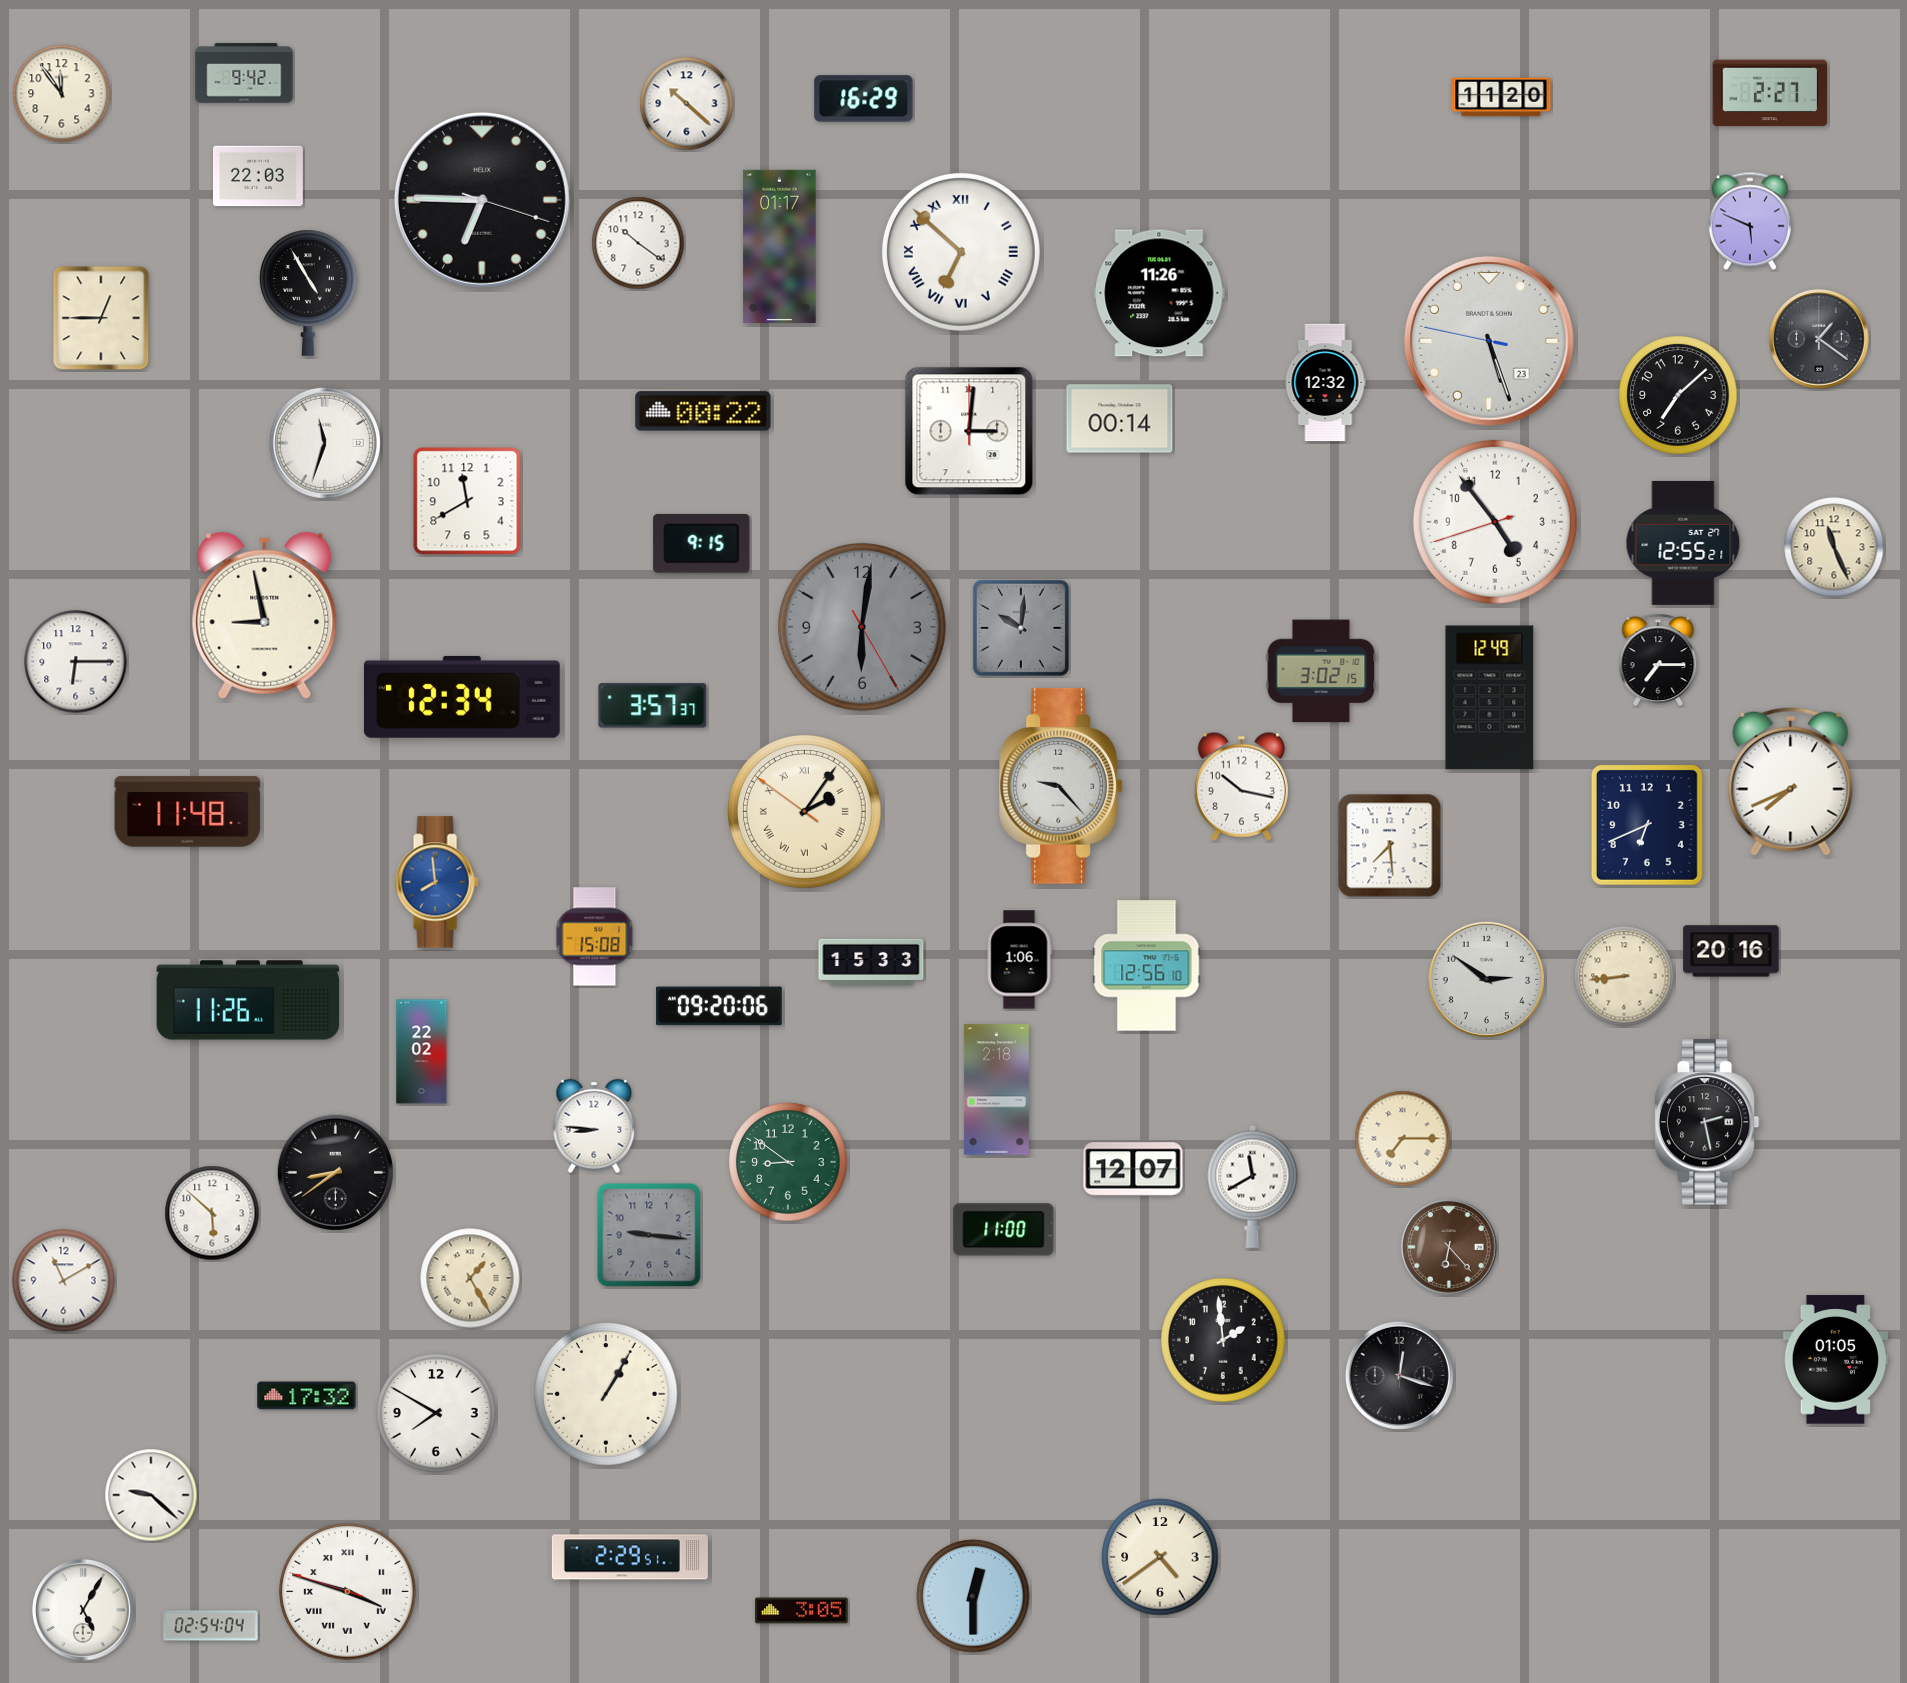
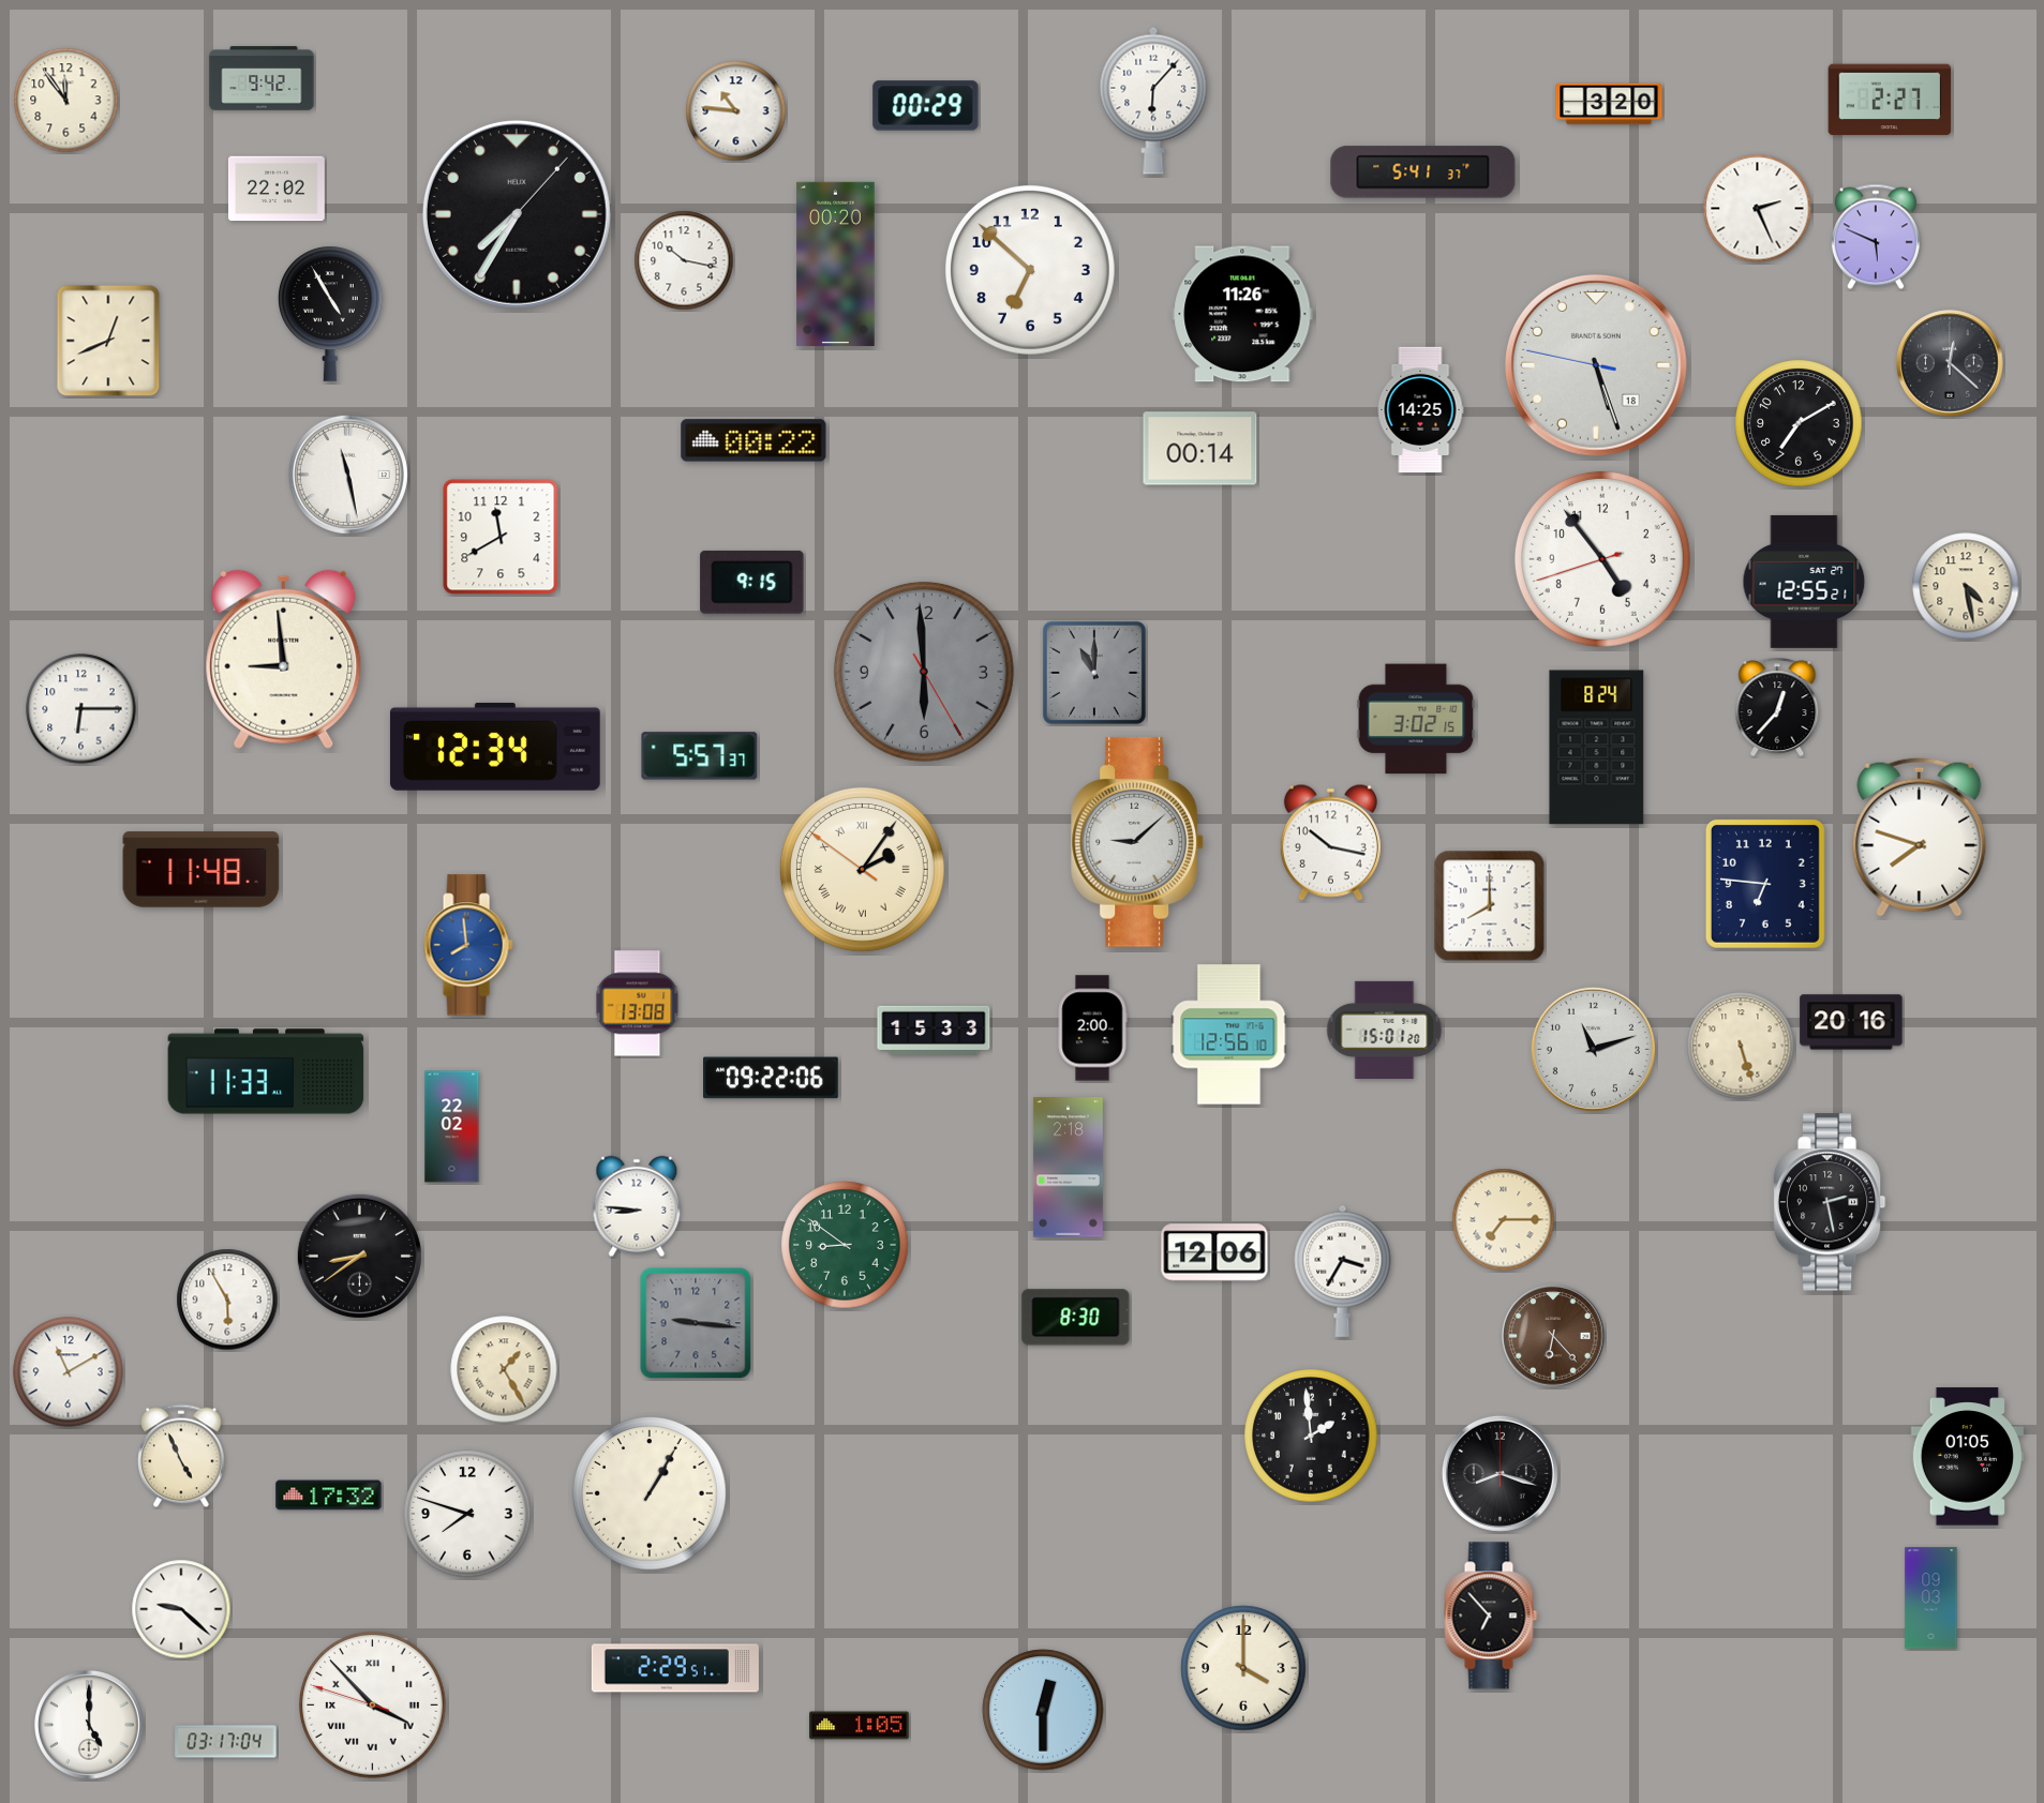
clock at (1770, 93) position: (1770, 93) -> (1890, 100)
clock at (1153, 101): none -> 6:07
clock at (1501, 97): 11:20 -> 3:20
clock at (864, 99): 16:29 -> 00:29
clock at (687, 104): 10:22 -> 10:46
clock at (1423, 172): none -> 5:41
clock at (258, 176): 22:03 -> 22:02
clock at (1758, 209): none -> 2:26
clock at (482, 200): 6:45 -> 7:35
clock at (638, 243): 10:21 -> 10:17
clock at (780, 246): 01:17 -> 00:20
clock at (961, 252) numerals: Roman -> Arabic
clock at (101, 318): 12:45 -> 12:41
clock at (1819, 339): 1:21 -> 12:22
clock at (1490, 342) date: 23 -> 18
clock at (1325, 383): 12:32 -> 14:25
clock at (1678, 395): 7:08 -> 7:10
clock at (969, 431): 3:01 -> none
clock at (325, 443): 11:33 -> 11:28
clock at (1834, 547): 11:26 -> 4:28
clock at (265, 615): 8:58 -> 8:59
clock at (862, 627): 6:01 -> 5:59
clock at (1021, 628): 10:01 -> 11:00
clock at (1658, 660): 7:15 -> 12:37
clock at (1490, 698): 12:49 -> 8:24
clock at (653, 706): 3:57 -> 5:57
clock at (1791, 781): 7:41 -> 7:48
clock at (1062, 786): 9:23 -> 9:08
clock at (1647, 825): 6:41 -> 6:46
clock at (1390, 846): 7:29 -> 8:00
clock at (595, 937): 15:08 -> 13:08
clock at (1731, 951) position: (1731, 951) -> (1851, 1022)
clock at (1019, 960): 1:06 -> 2:00
clock at (1385, 1030): none -> 15:01
clock at (1624, 976): 8:44 -> 5:27
clock at (1486, 979): 2:51 -> 11:12
clock at (248, 1000): 11:26 -> 11:33
clock at (720, 1006): 09:20 -> 09:22
clock at (1133, 1169): 12:07 -> 12:06
clock at (1253, 1186): 11:40 -> 3:35
clock at (212, 1213): 5:52 -> 5:55
clock at (1004, 1230): 11:00 -> 8:30
clock at (182, 1456): none -> 4:56
clock at (1399, 1375): 12:18 -> 8:18
clock at (436, 1413): 7:50 -> 7:48
clock at (1931, 1598): none -> 09:03
clock at (151, 1495) position: (151, 1495) -> (181, 1609)
clock at (1491, 1616): none -> 6:53
clock at (1160, 1557): 4:39 -> 4:00
clock at (348, 1592): 3:47 -> 3:52
clock at (84, 1611): 5:05 -> 5:00
clock at (802, 1611): 3:05 -> 1:05
clock at (211, 1626): 02:54 -> 03:17
